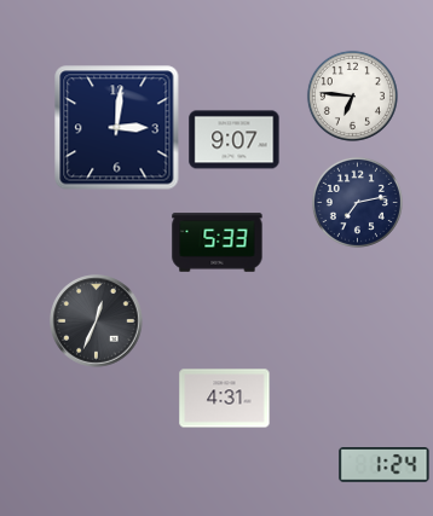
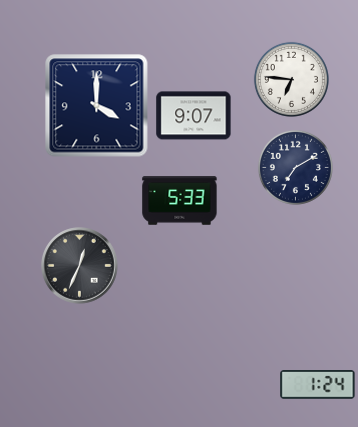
clock at (117, 128): 3:01 -> 4:00
clock at (357, 202): 7:13 -> 7:10
clock at (225, 399): 4:31 -> none
